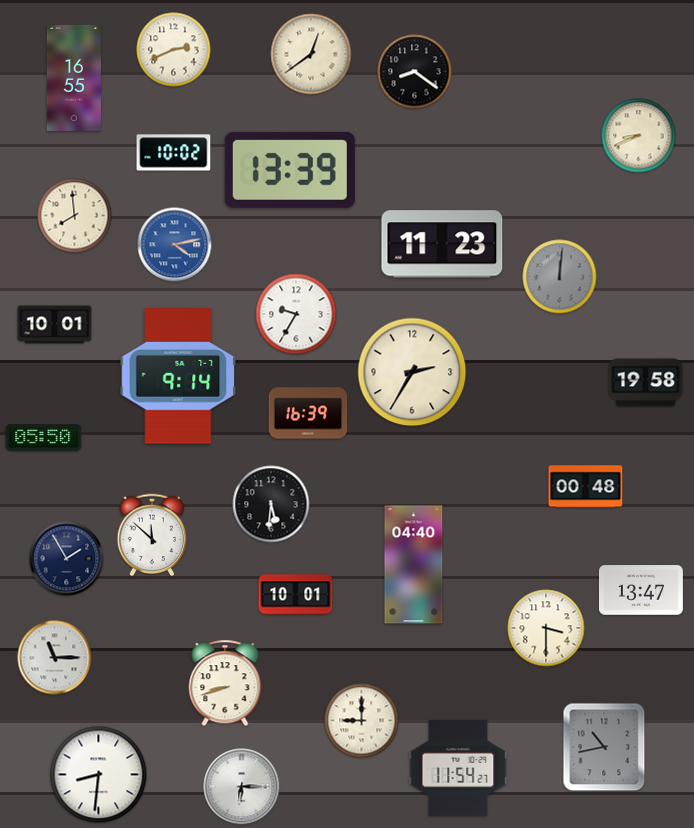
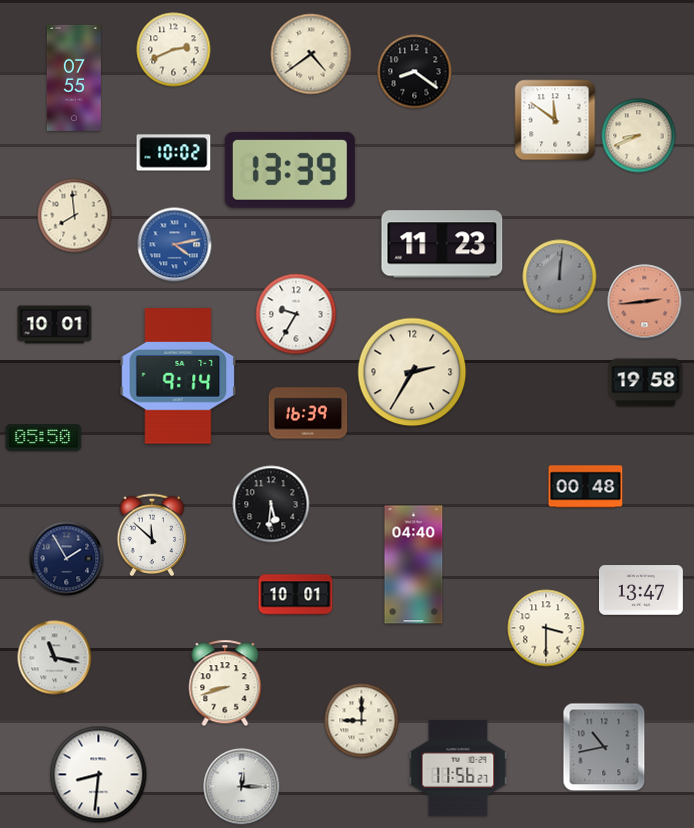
clock at (311, 54): 12:39 -> 4:39
clock at (74, 78): 16:55 -> 07:55
clock at (555, 120): none -> 11:51
clock at (645, 302): none -> 2:44
clock at (55, 658): 11:15 -> 11:17
clock at (458, 768): 11:54 -> 11:56
clock at (242, 787): 6:15 -> 12:15
